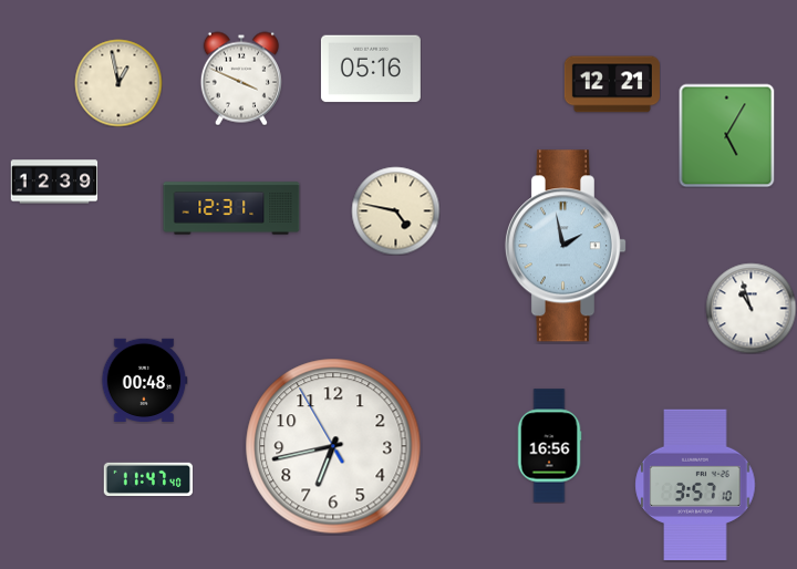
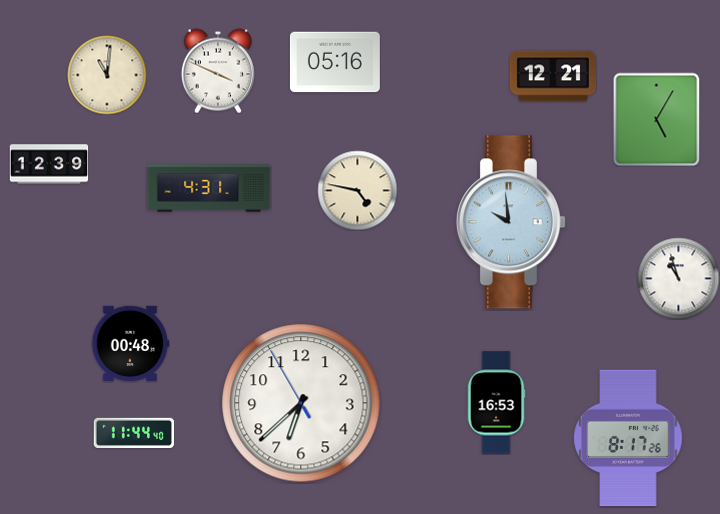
clock at (118, 83): 12:58 -> 11:01
clock at (727, 135) position: (727, 135) -> (657, 119)
clock at (231, 208): 12:31 -> 4:31
clock at (565, 246): 1:58 -> 9:59
clock at (333, 446): 6:42 -> 6:37
clock at (549, 446): 16:56 -> 16:53
clock at (148, 478): 11:47 -> 11:44
clock at (695, 485): 3:57 -> 8:17
